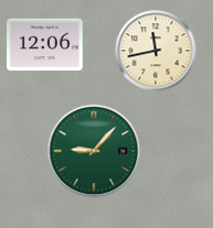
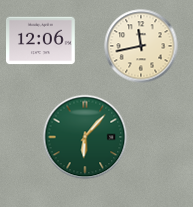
clock at (94, 151): 9:07 -> 6:07
